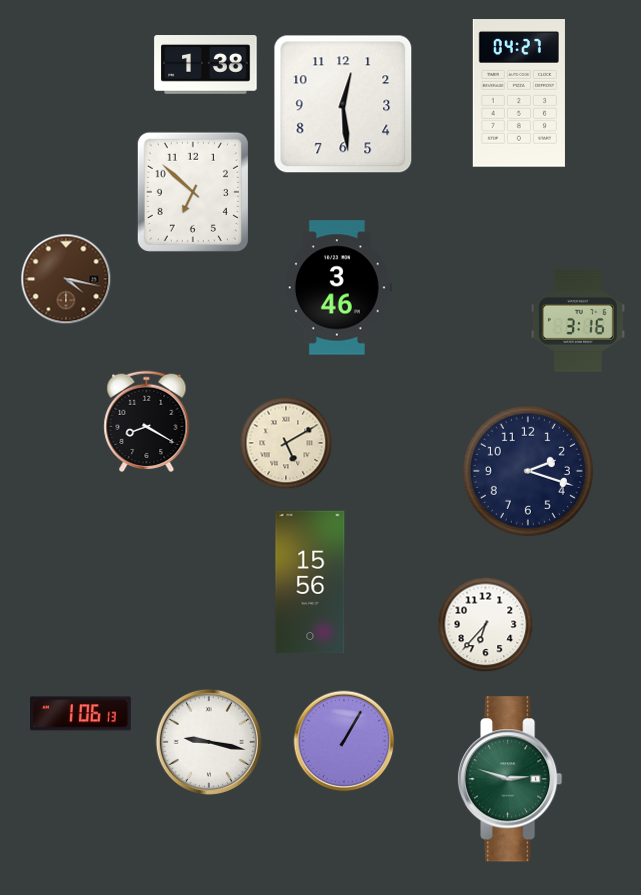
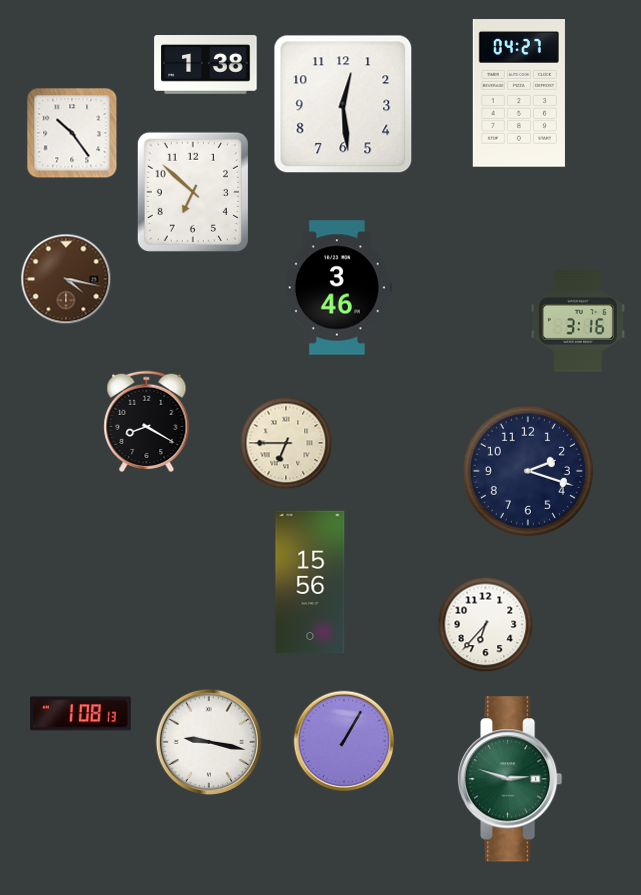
clock at (72, 133): none -> 10:24
clock at (286, 443): 5:10 -> 6:45
clock at (81, 714): 1:06 -> 1:08
